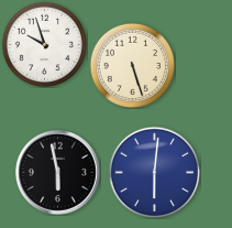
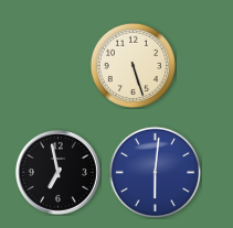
clock at (44, 44): 9:57 -> none
clock at (57, 172): 5:58 -> 6:58
